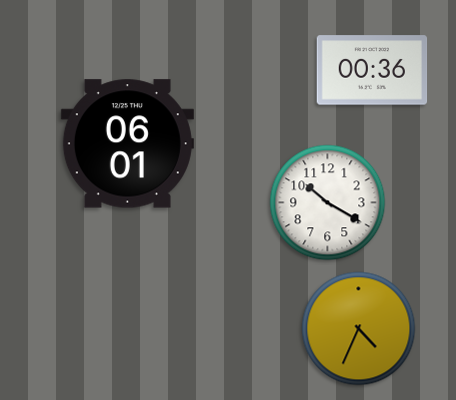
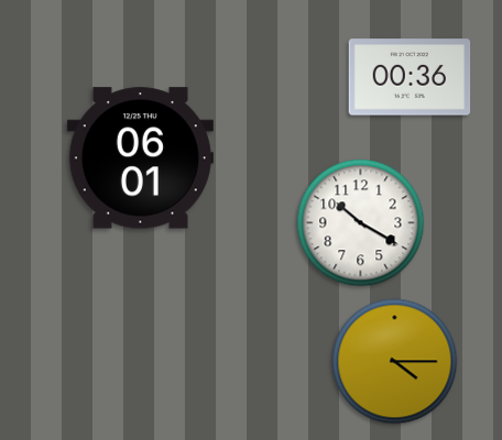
clock at (359, 329): 4:34 -> 4:15
